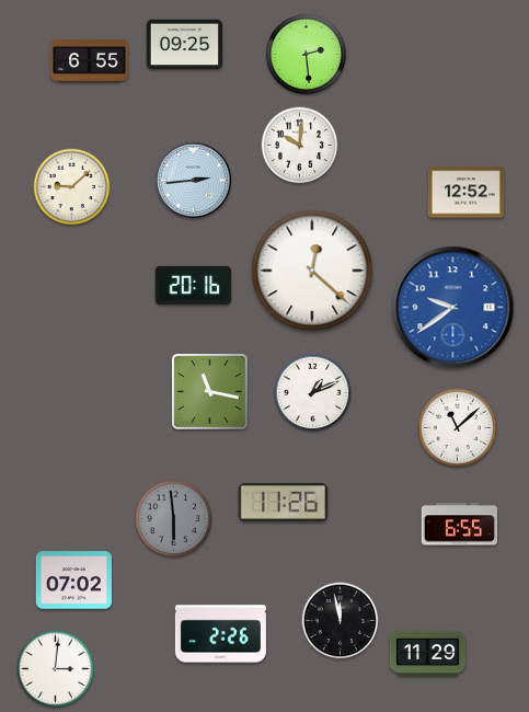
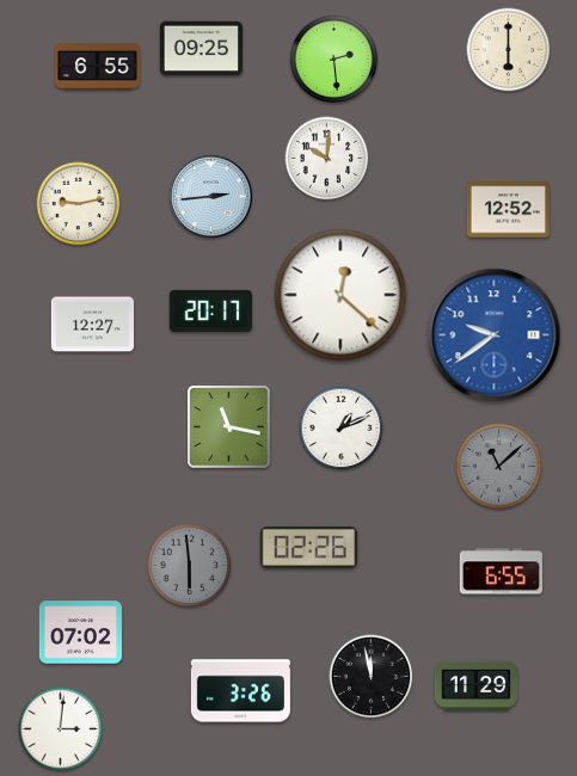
clock at (509, 50): none -> 6:00
clock at (72, 187): 9:08 -> 9:13
clock at (193, 285): 20:16 -> 20:17
clock at (92, 325): none -> 12:27
clock at (458, 428) dial: white -> grey
clock at (284, 502): 11:26 -> 02:26
clock at (220, 634): 2:26 -> 3:26
clock at (428, 653) position: (428, 653) -> (477, 685)
